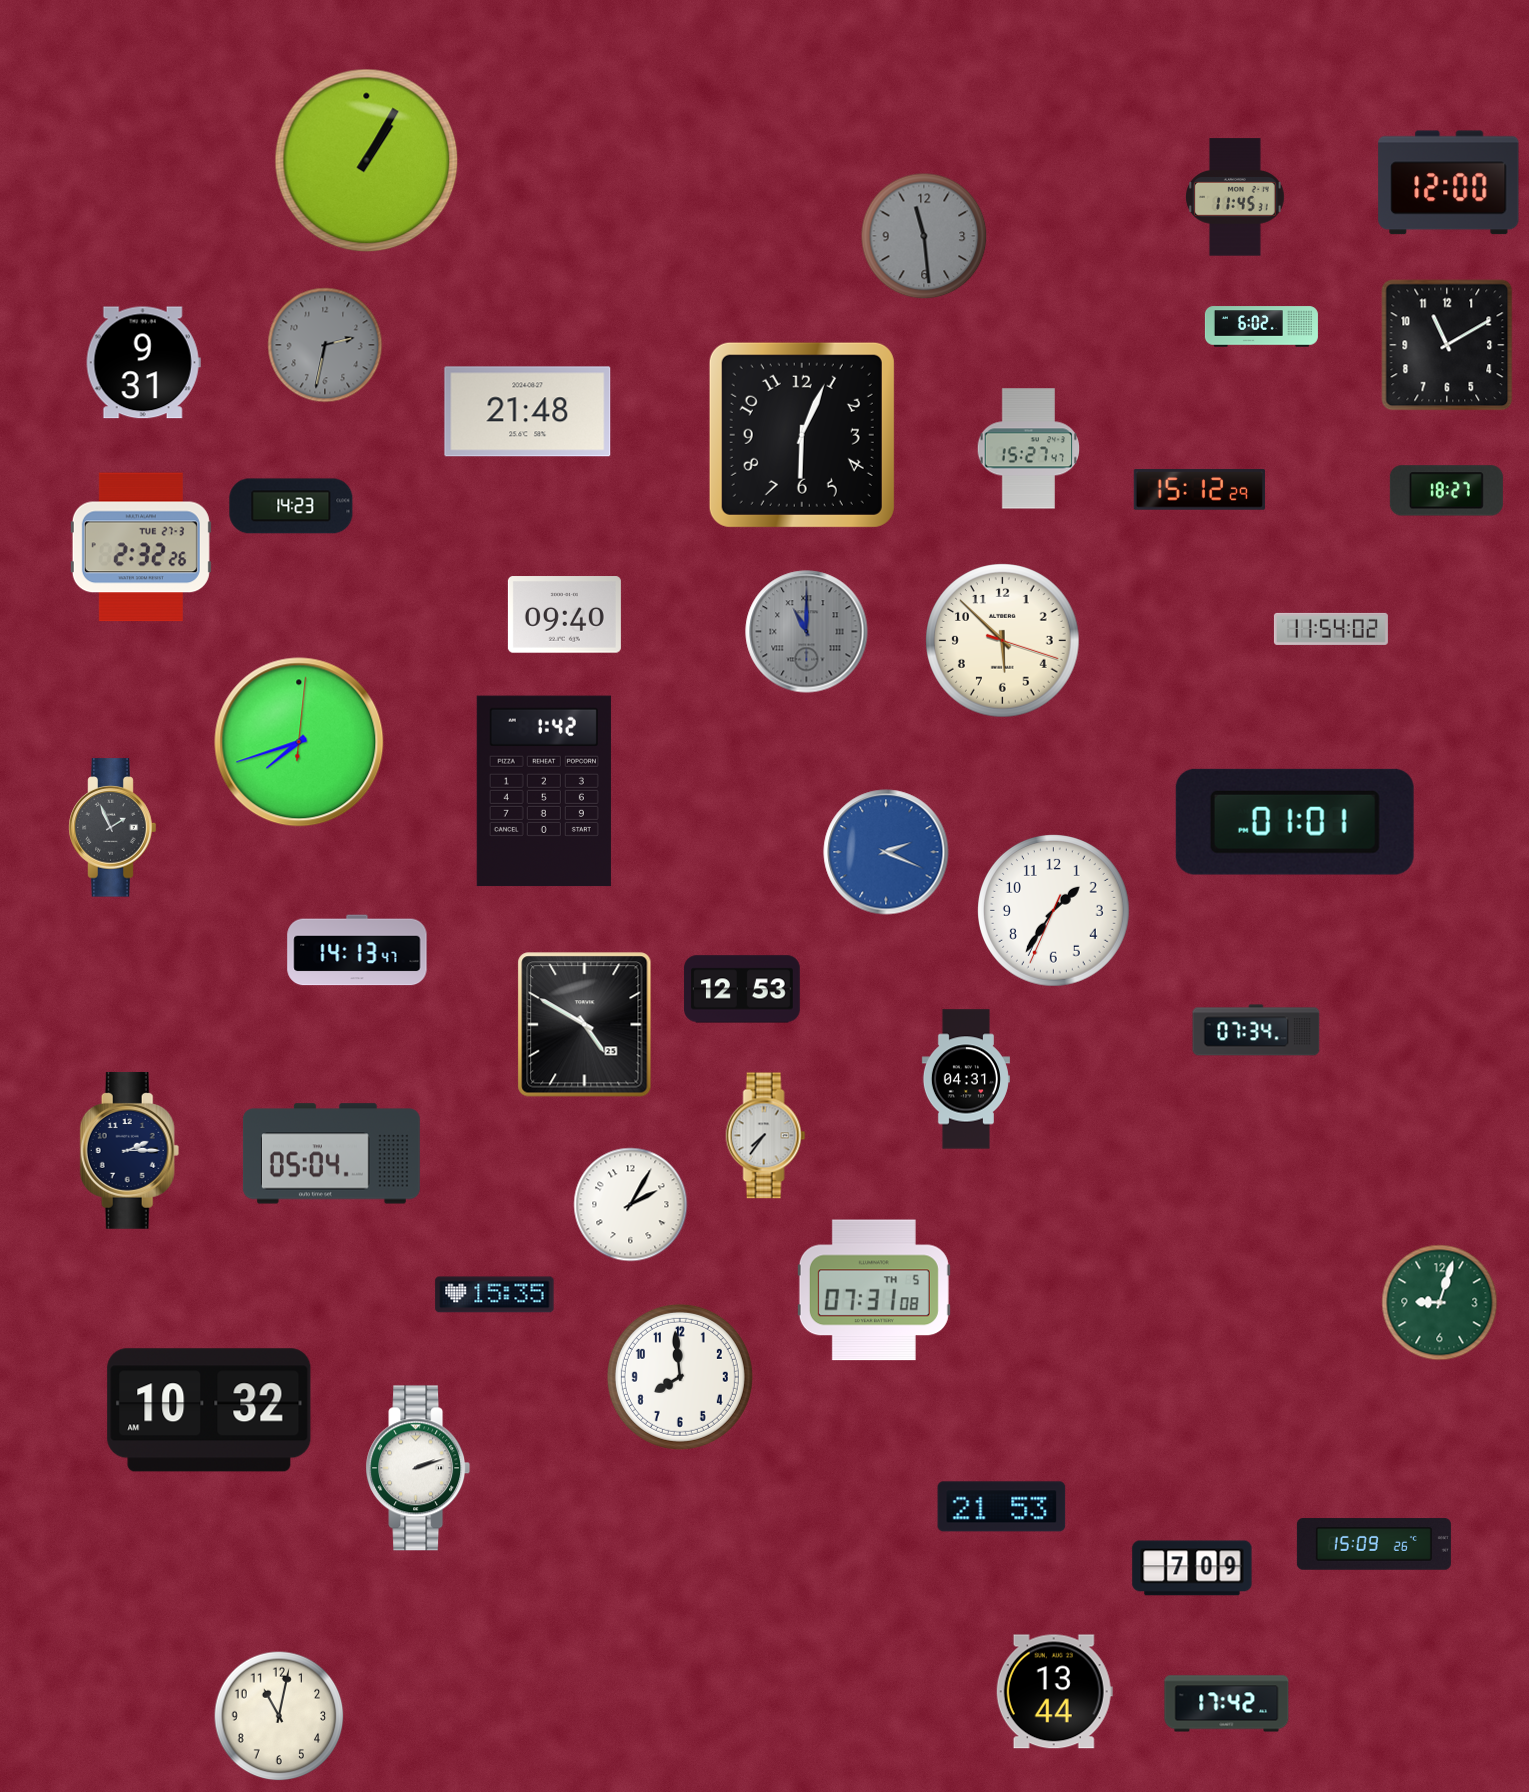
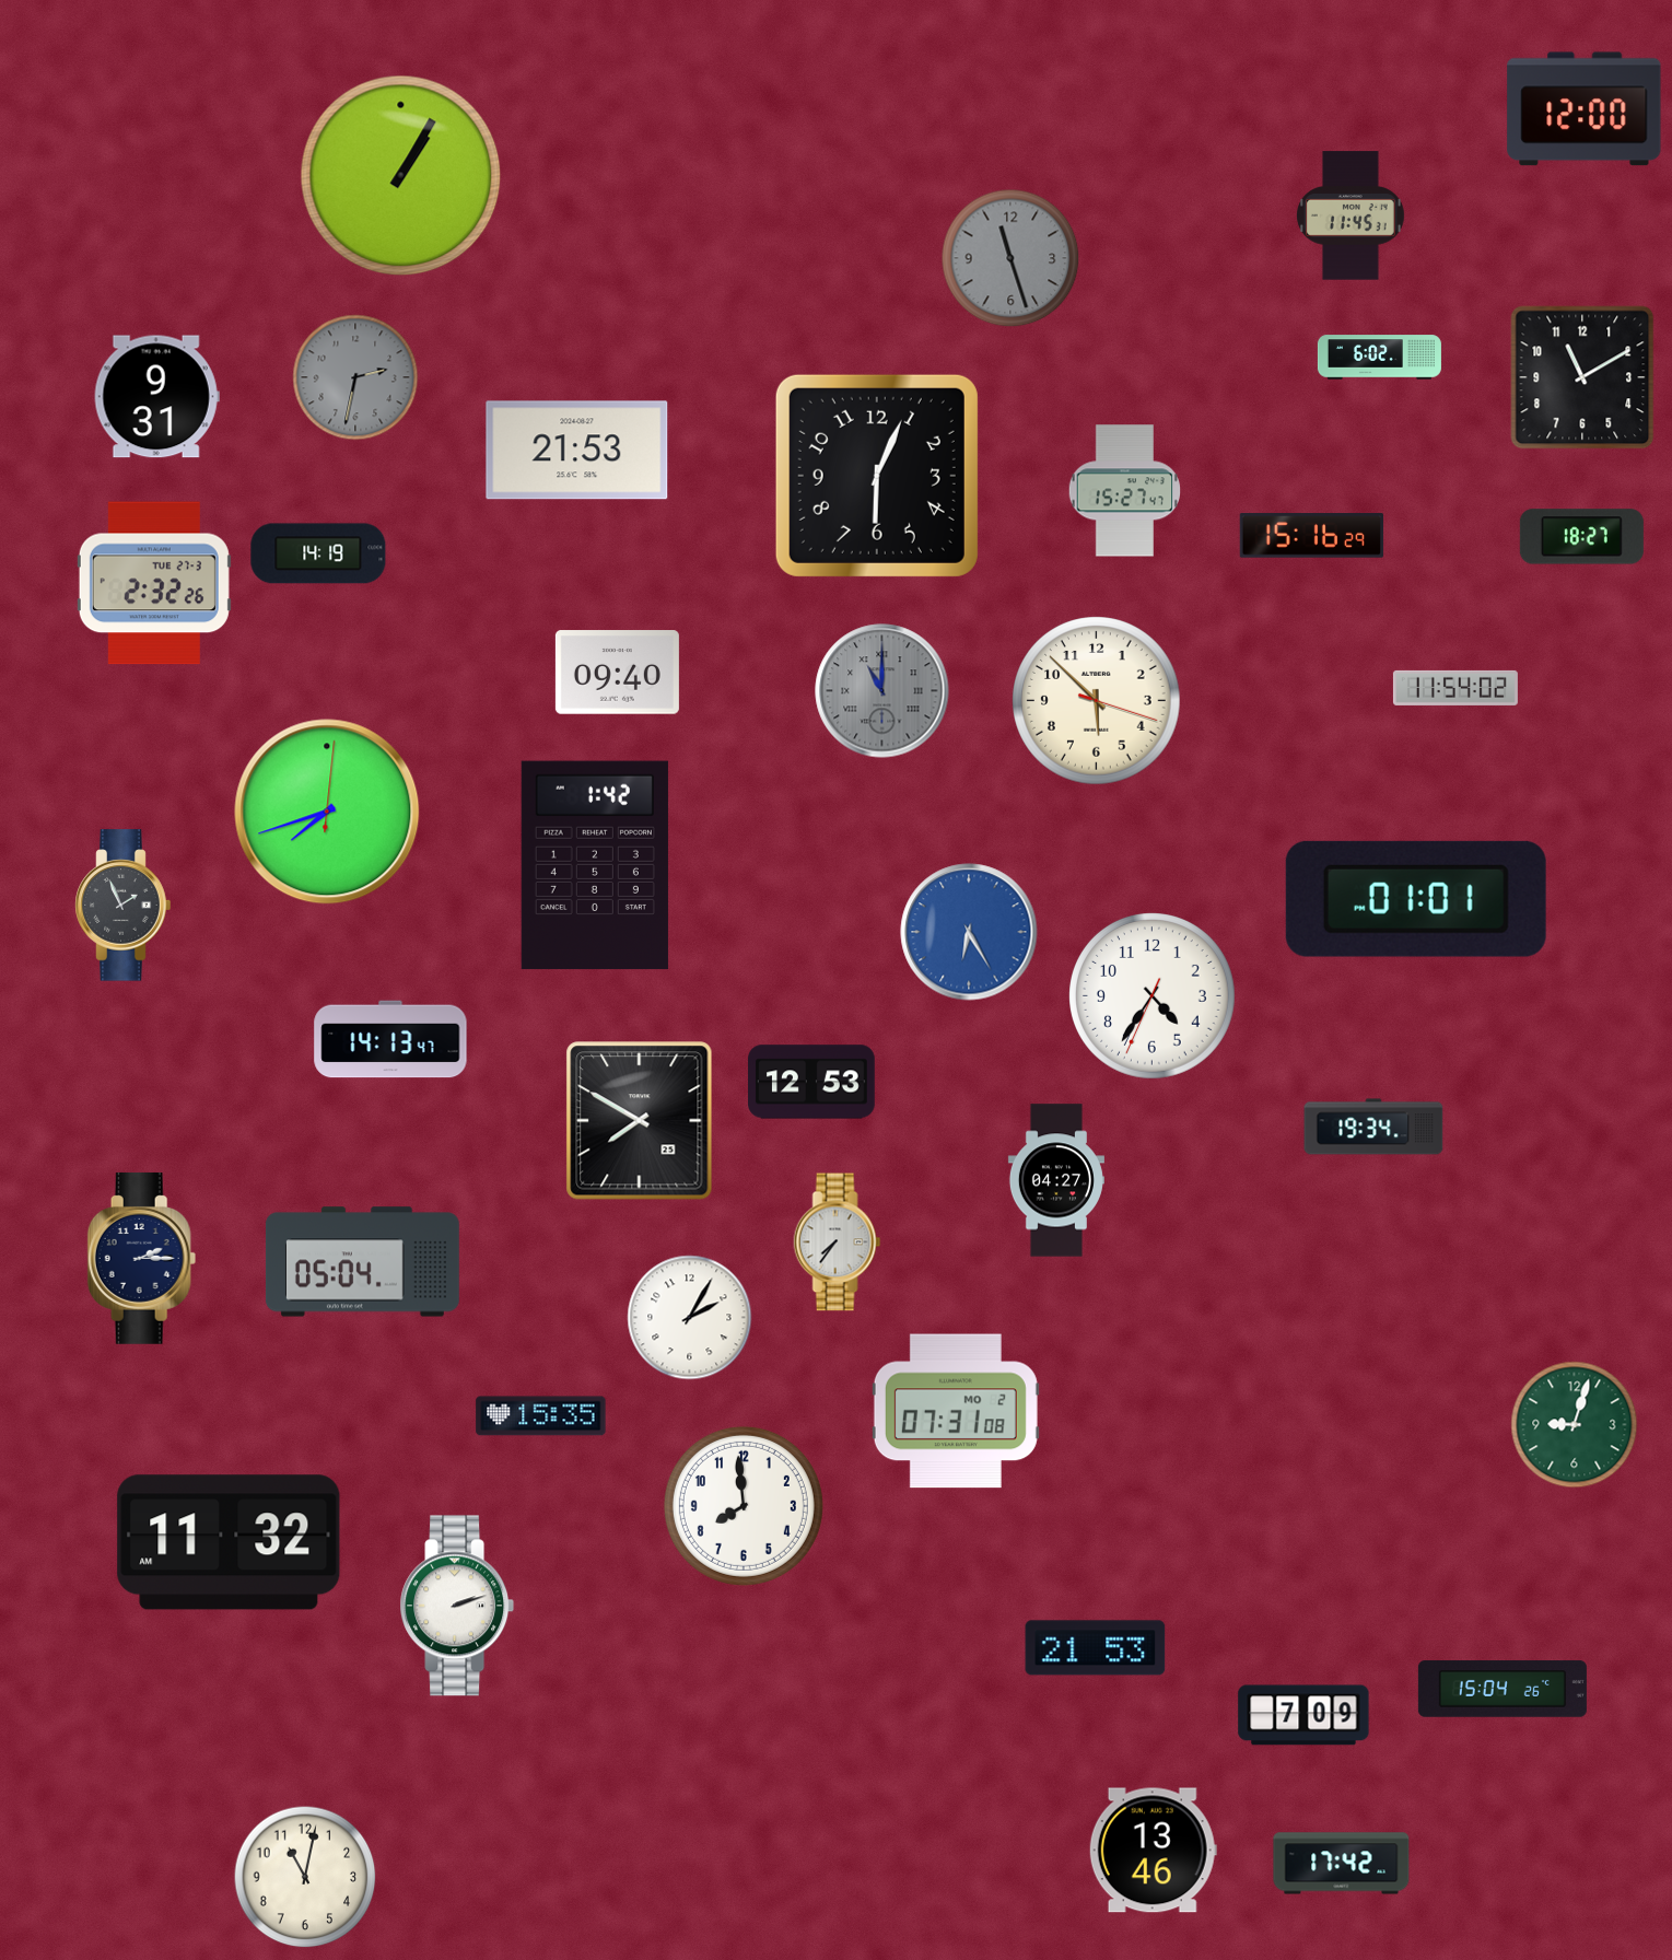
clock at (1449, 183) position: (1449, 183) -> (1585, 109)
clock at (924, 236): 11:29 -> 11:27
clock at (528, 412): 21:48 -> 21:53
clock at (1199, 490): 15:12 -> 15:16
clock at (291, 506): 14:23 -> 14:19
clock at (141, 547) position: (141, 547) -> (154, 583)
clock at (886, 852): 2:19 -> 6:25
clock at (1054, 911): 1:35 -> 4:35
clock at (585, 1025): 4:50 -> 7:50
clock at (1256, 1030): 07:34 -> 19:34
clock at (966, 1079): 04:31 -> 04:27
clock at (874, 1290) date: TH 5 -> MO 2
clock at (209, 1410): 10:32 -> 11:32
clock at (1374, 1544): 15:09 -> 15:04
clock at (1054, 1692): 13:44 -> 13:46
